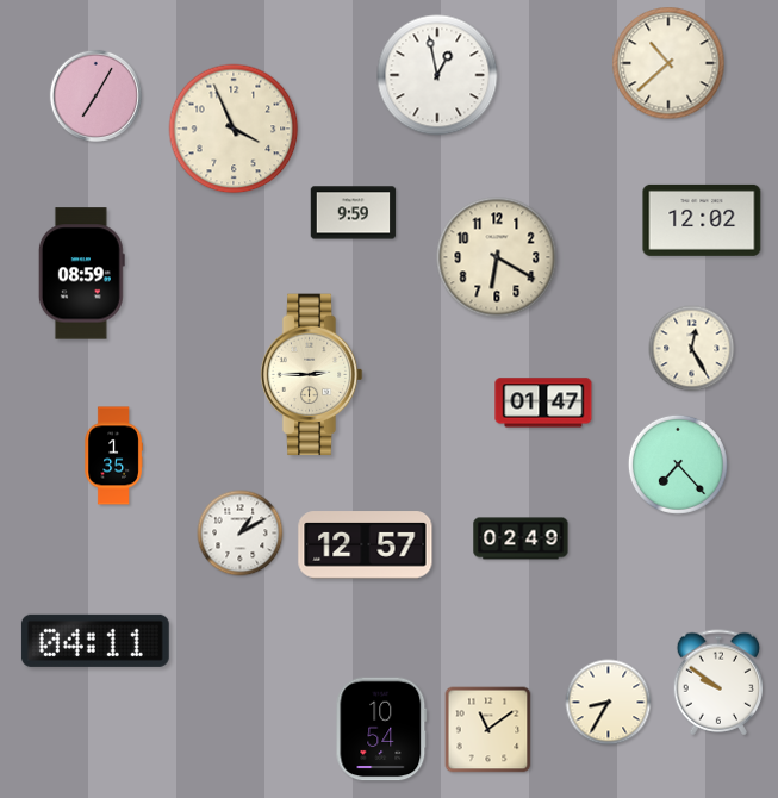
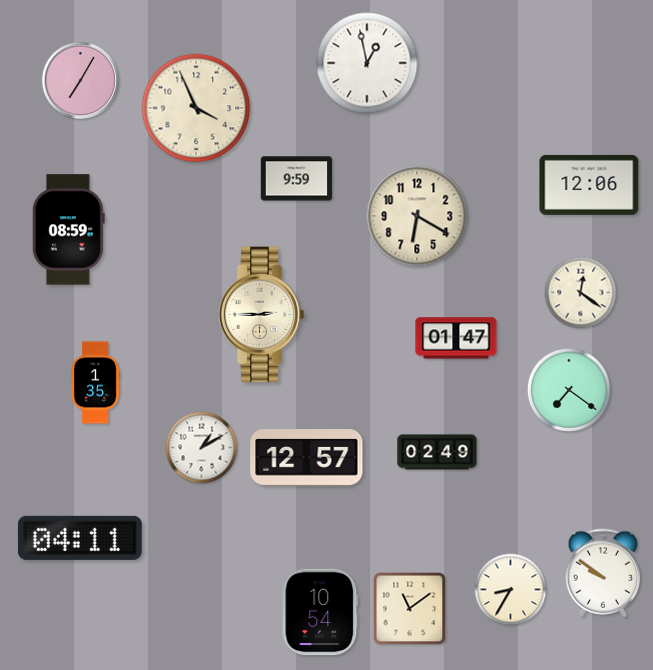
clock at (668, 63): 10:38 -> none
clock at (702, 220): 12:02 -> 12:06
clock at (692, 349): 12:25 -> 12:21
clock at (678, 465): 7:23 -> 7:21
clock at (488, 730) position: (488, 730) -> (410, 609)
